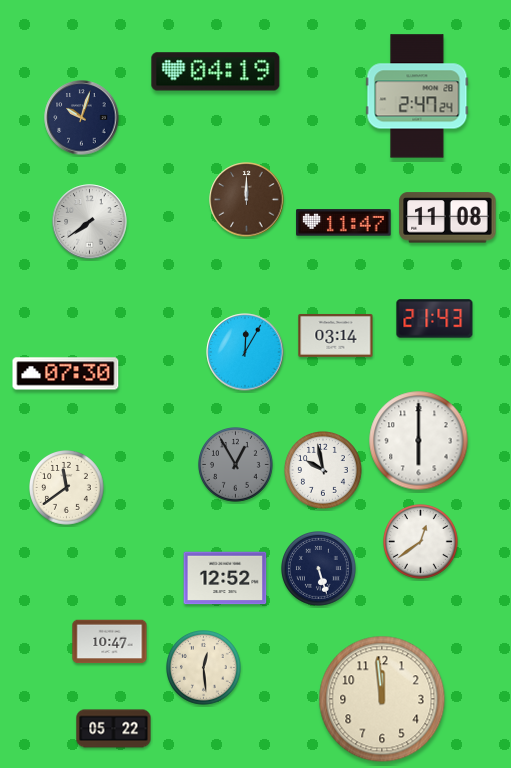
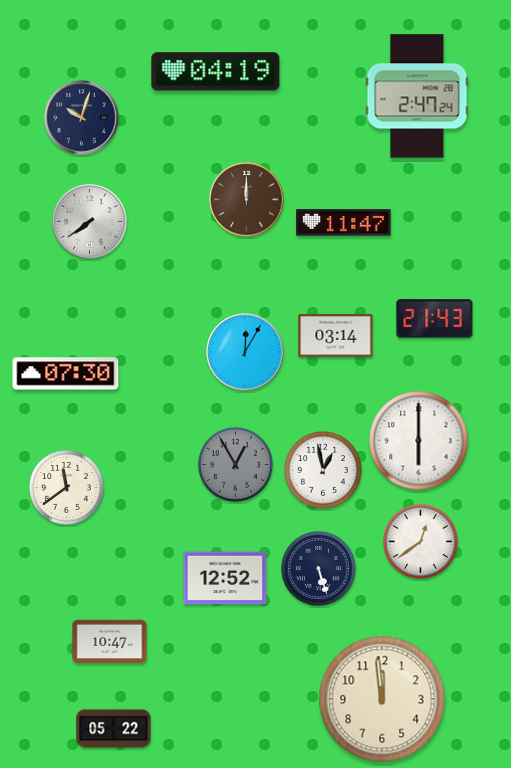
clock at (448, 218): 11:08 -> none
clock at (324, 471): 9:58 -> 12:58
clock at (204, 668): 12:29 -> none
